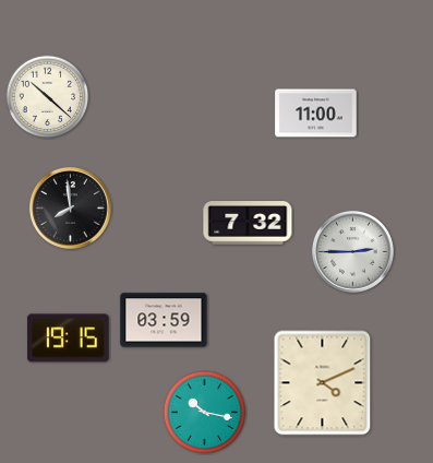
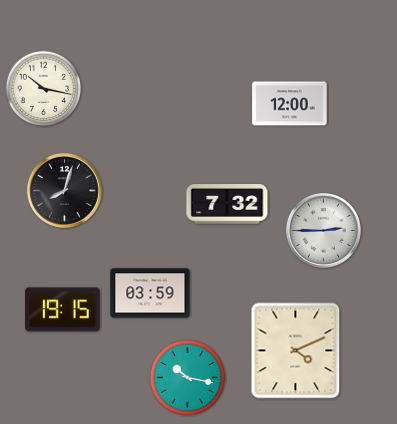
clock at (48, 97): 10:22 -> 10:17
clock at (316, 114): 11:00 -> 12:00
clock at (70, 207): 7:59 -> 8:03
